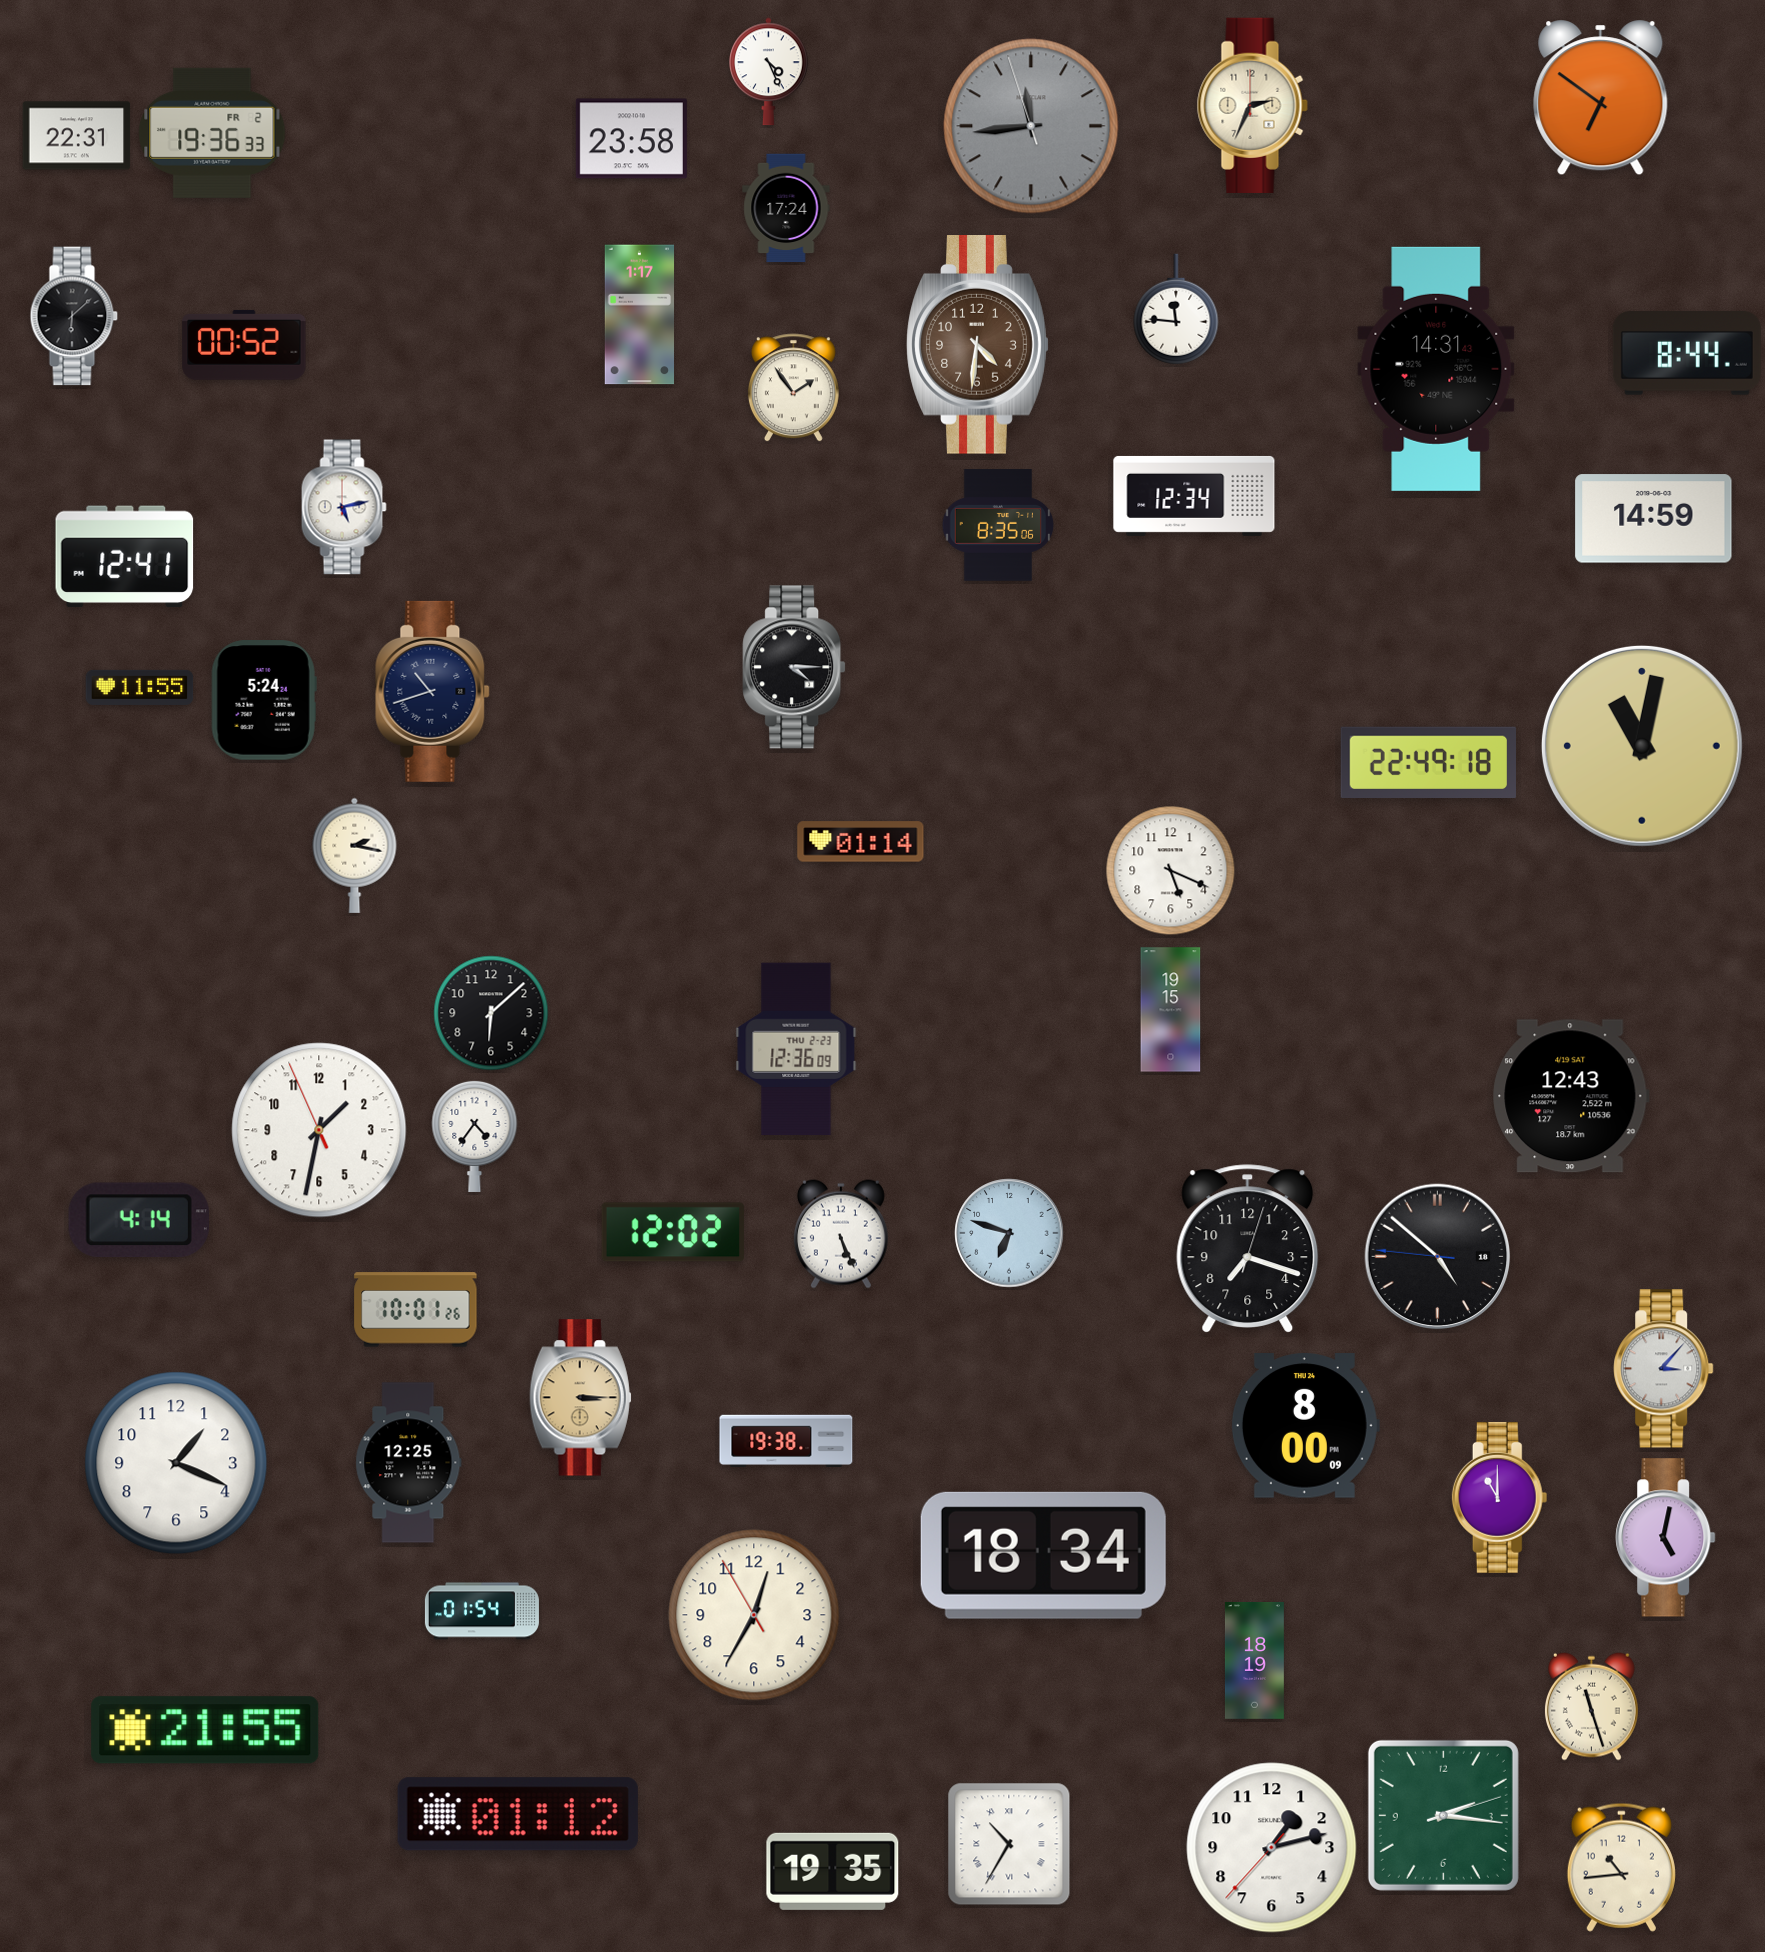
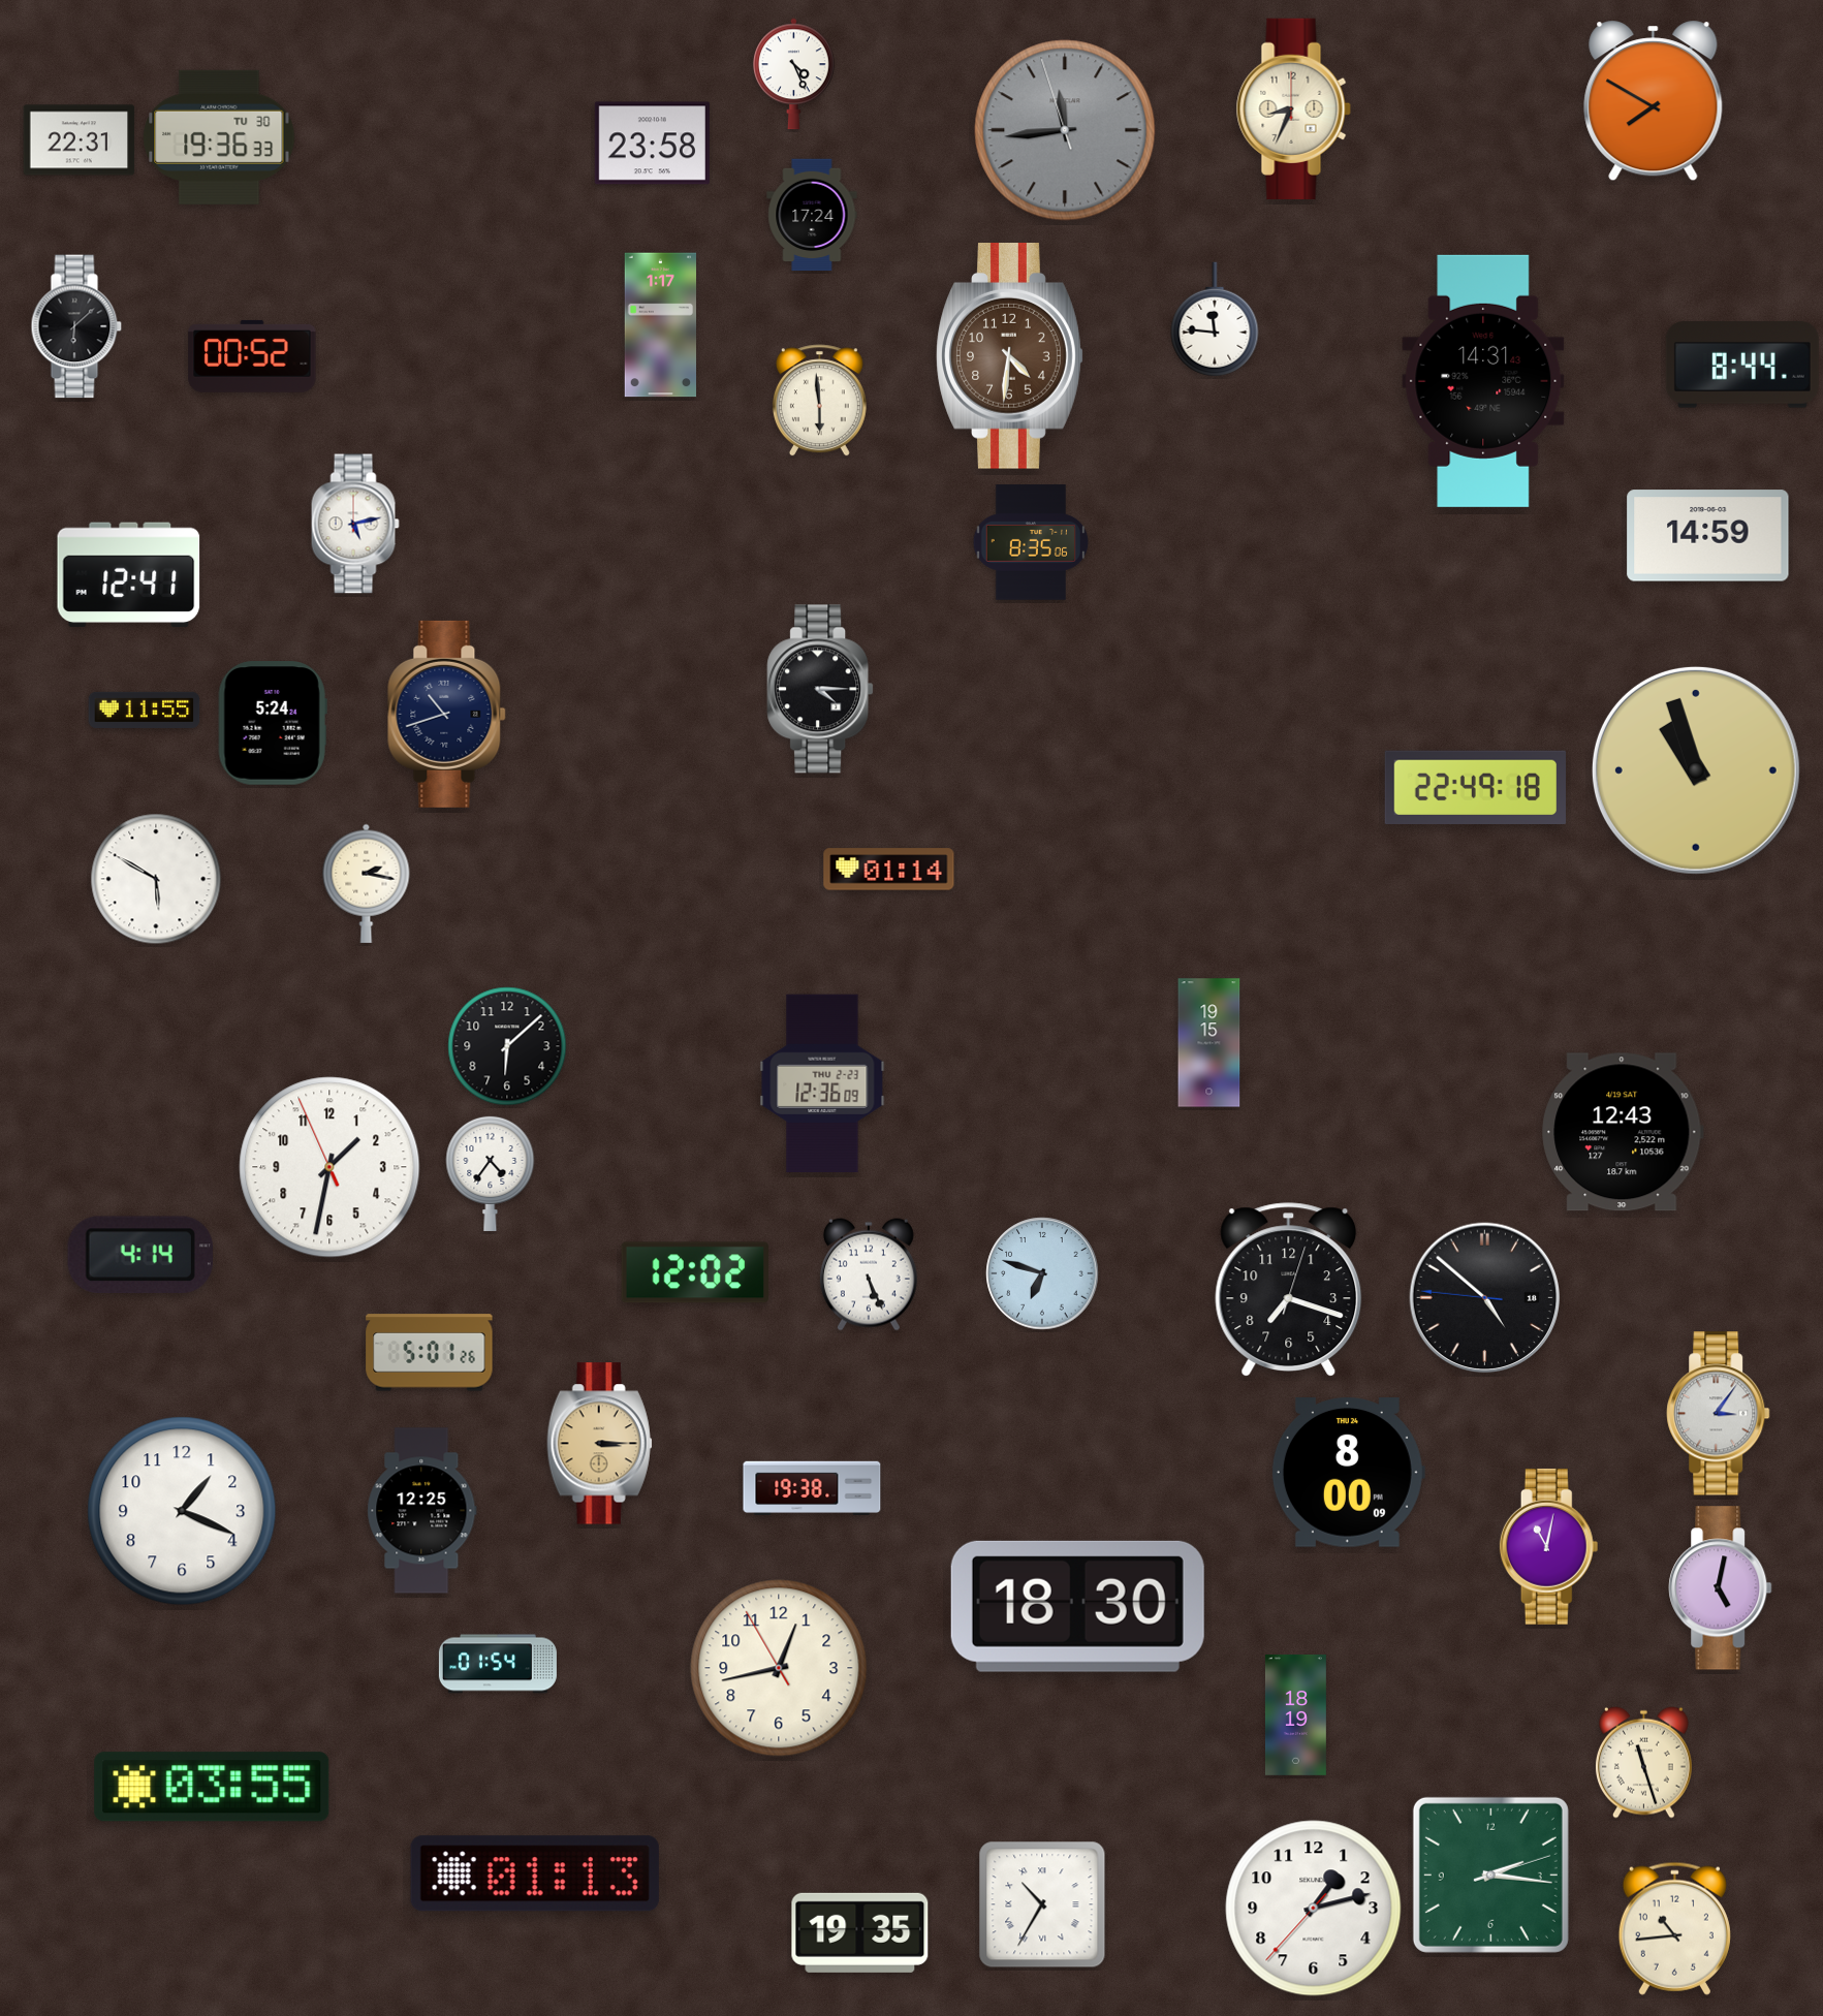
clock at (1601, 98): 6:51 -> 7:50
clock at (1252, 105): 2:34 -> 8:34
clock at (212, 133) date: FR 2 -> TU 30
clock at (793, 388): 1:54 -> 5:59
clock at (1194, 496): 12:34 -> none
clock at (1642, 746): 11:02 -> 10:57
clock at (156, 879): none -> 5:50
clock at (1171, 871): 5:19 -> none
clock at (139, 1220) position: (139, 1220) -> (140, 1255)
clock at (416, 1310): 10:01 -> 5:01
clock at (1664, 1369): 3:07 -> 3:06
clock at (1500, 1497): 11:00 -> 11:02
clock at (1043, 1555): 18:34 -> 18:30
clock at (754, 1615): 12:34 -> 12:42
clock at (205, 1730): 21:55 -> 03:55
clock at (518, 1814): 01:12 -> 01:13
